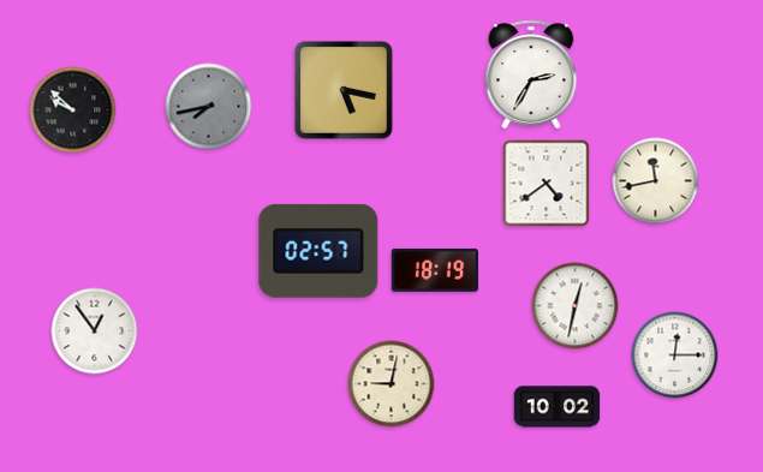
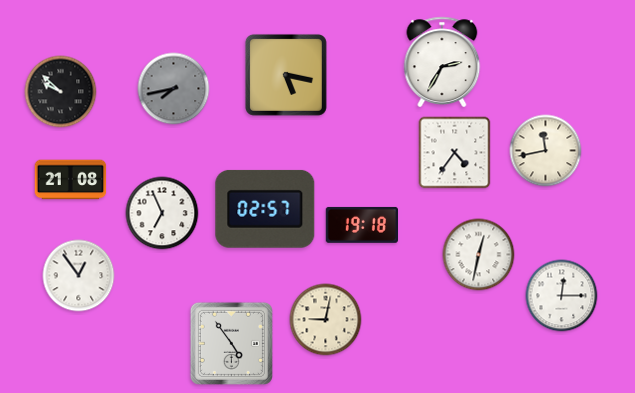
clock at (547, 184): 4:39 -> 4:36
clock at (71, 180): none -> 21:08
clock at (162, 213): none -> 6:56
clock at (434, 270): 18:19 -> 19:18
clock at (558, 407): 10:02 -> none
clock at (231, 343): none -> 4:54
